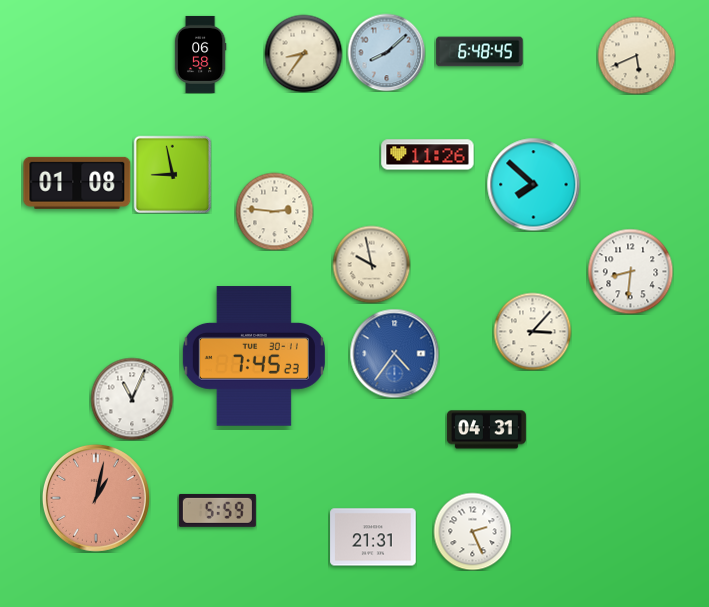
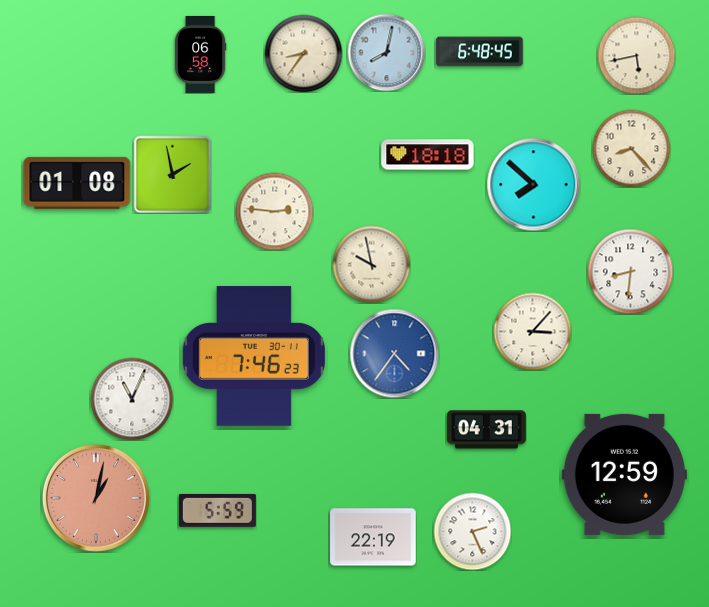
clock at (386, 52): 8:08 -> 8:02
clock at (636, 55): 5:41 -> 5:43
clock at (631, 148): none -> 8:23
clock at (428, 155): 11:26 -> 18:18
clock at (172, 174): 8:58 -> 1:58
clock at (254, 356): 7:45 -> 7:46
clock at (624, 474): none -> 12:59
clock at (373, 537): 21:31 -> 22:19
